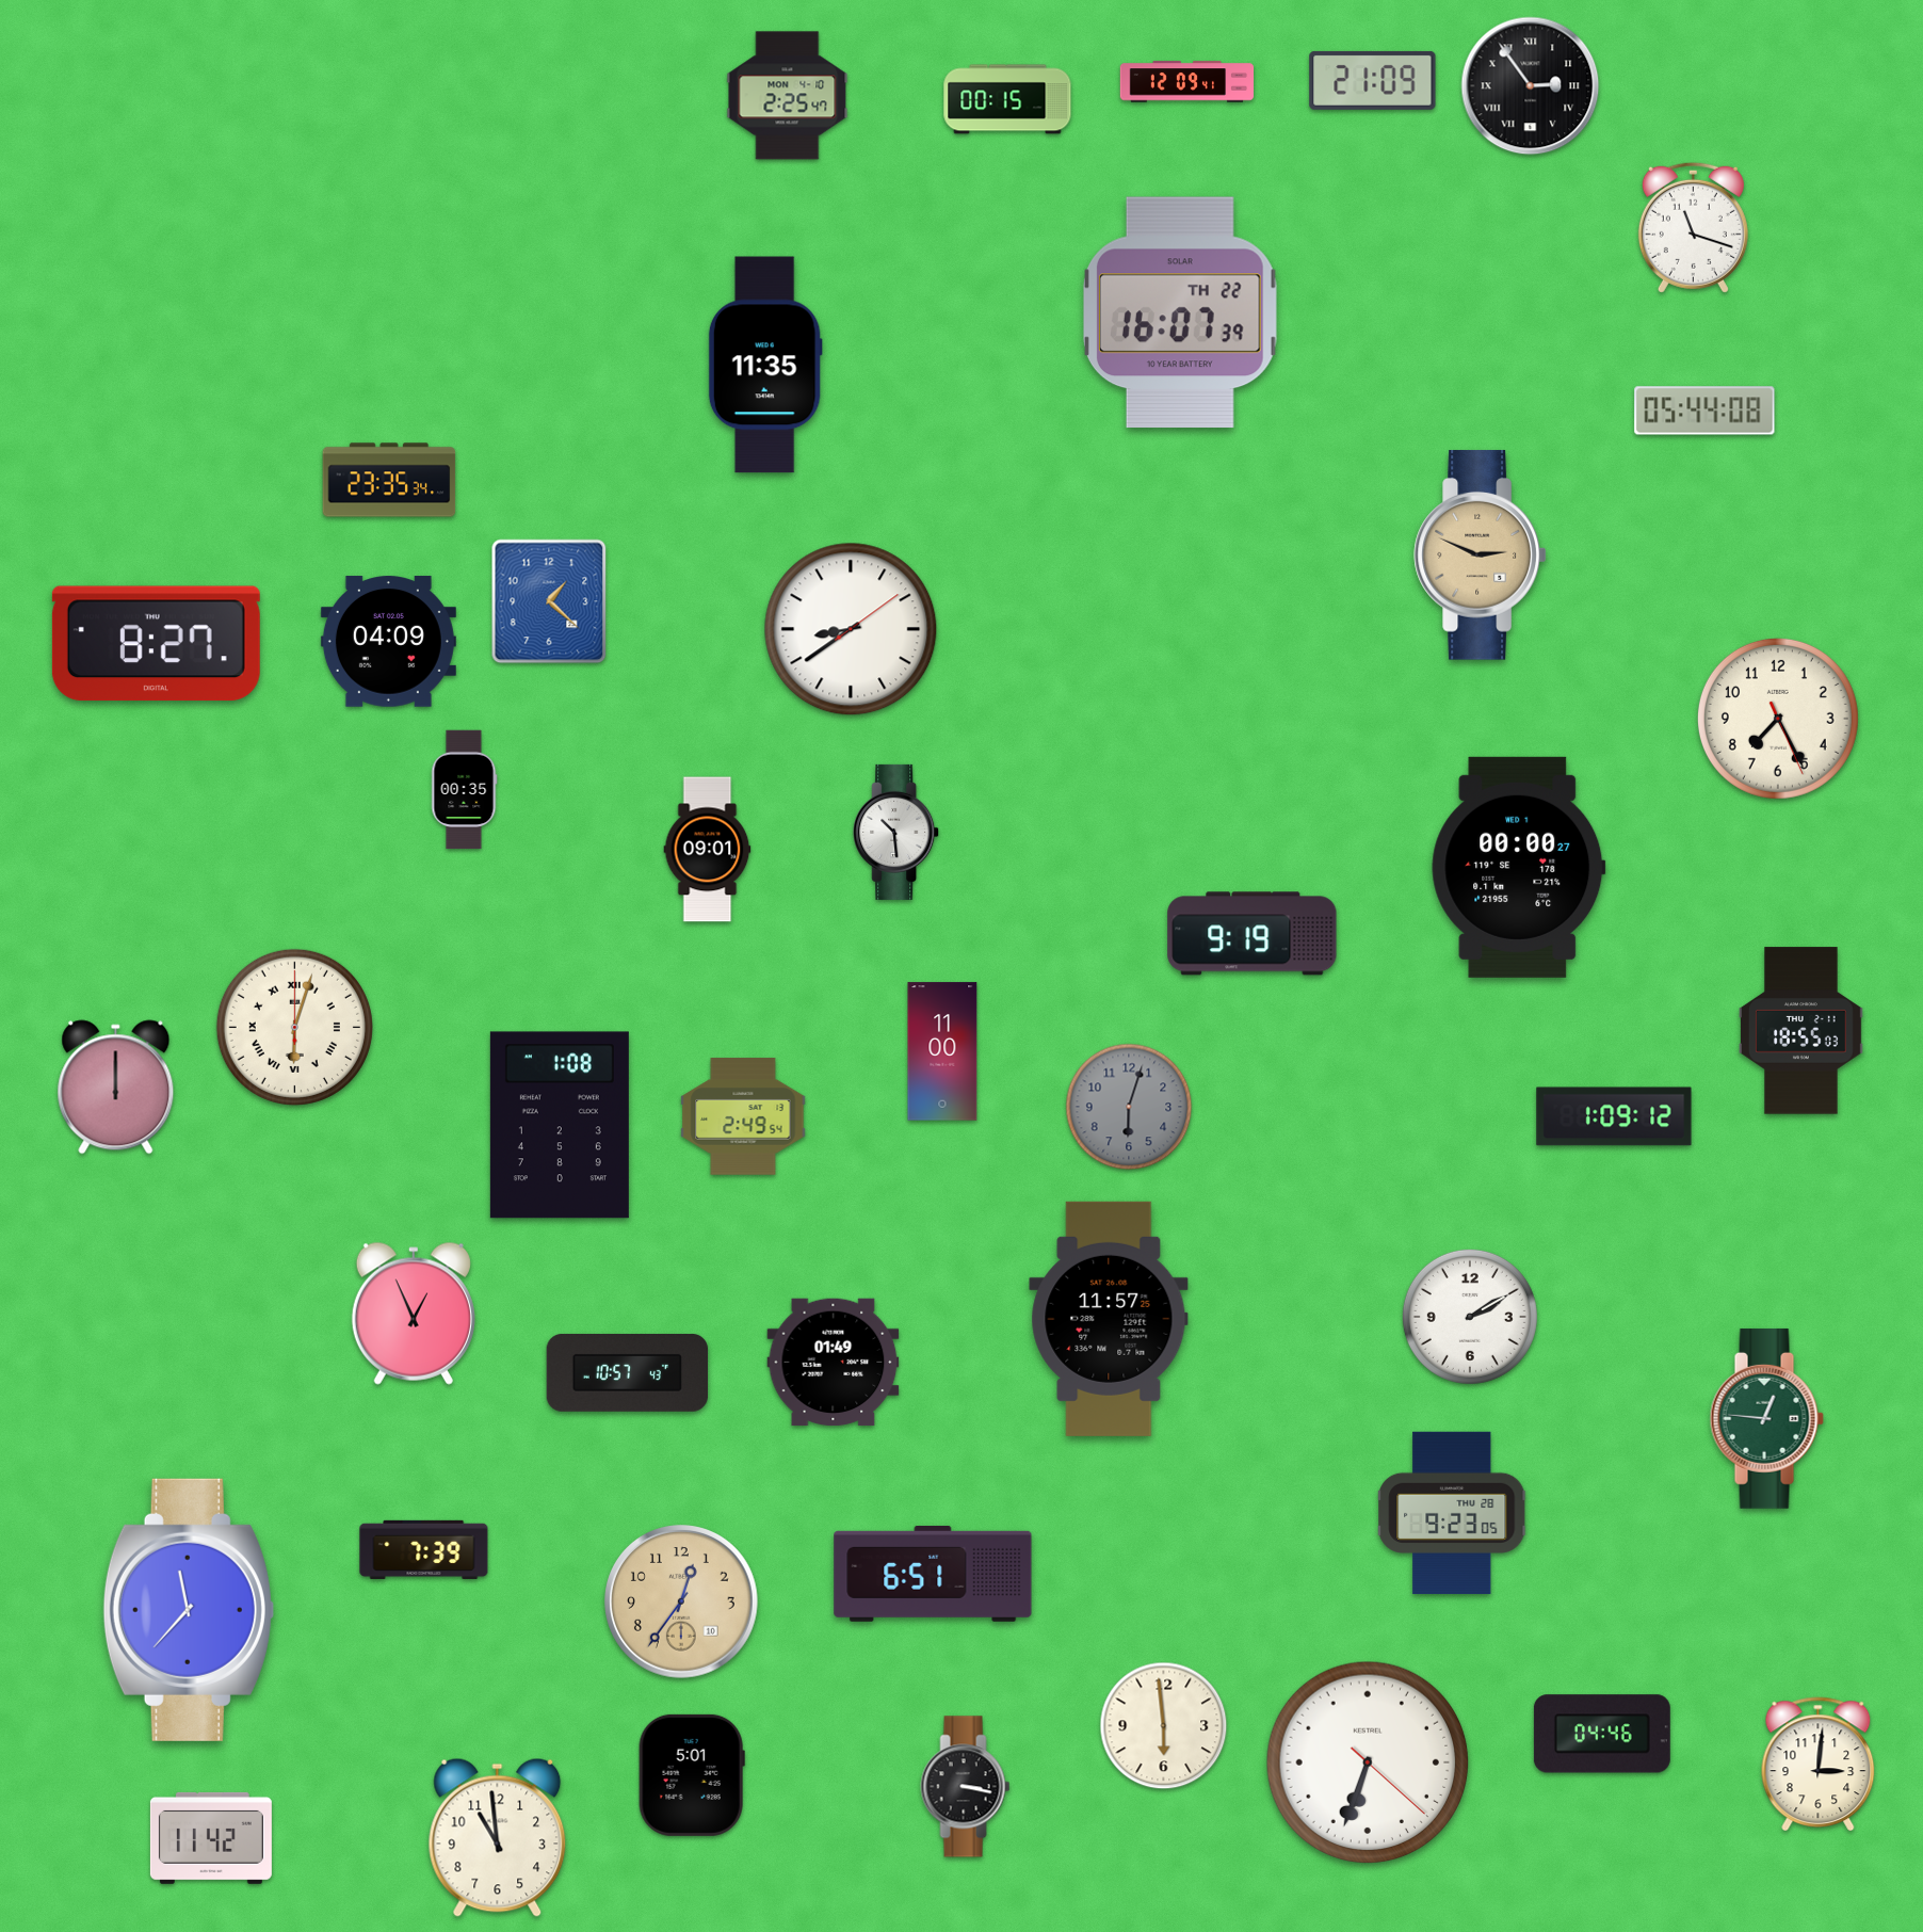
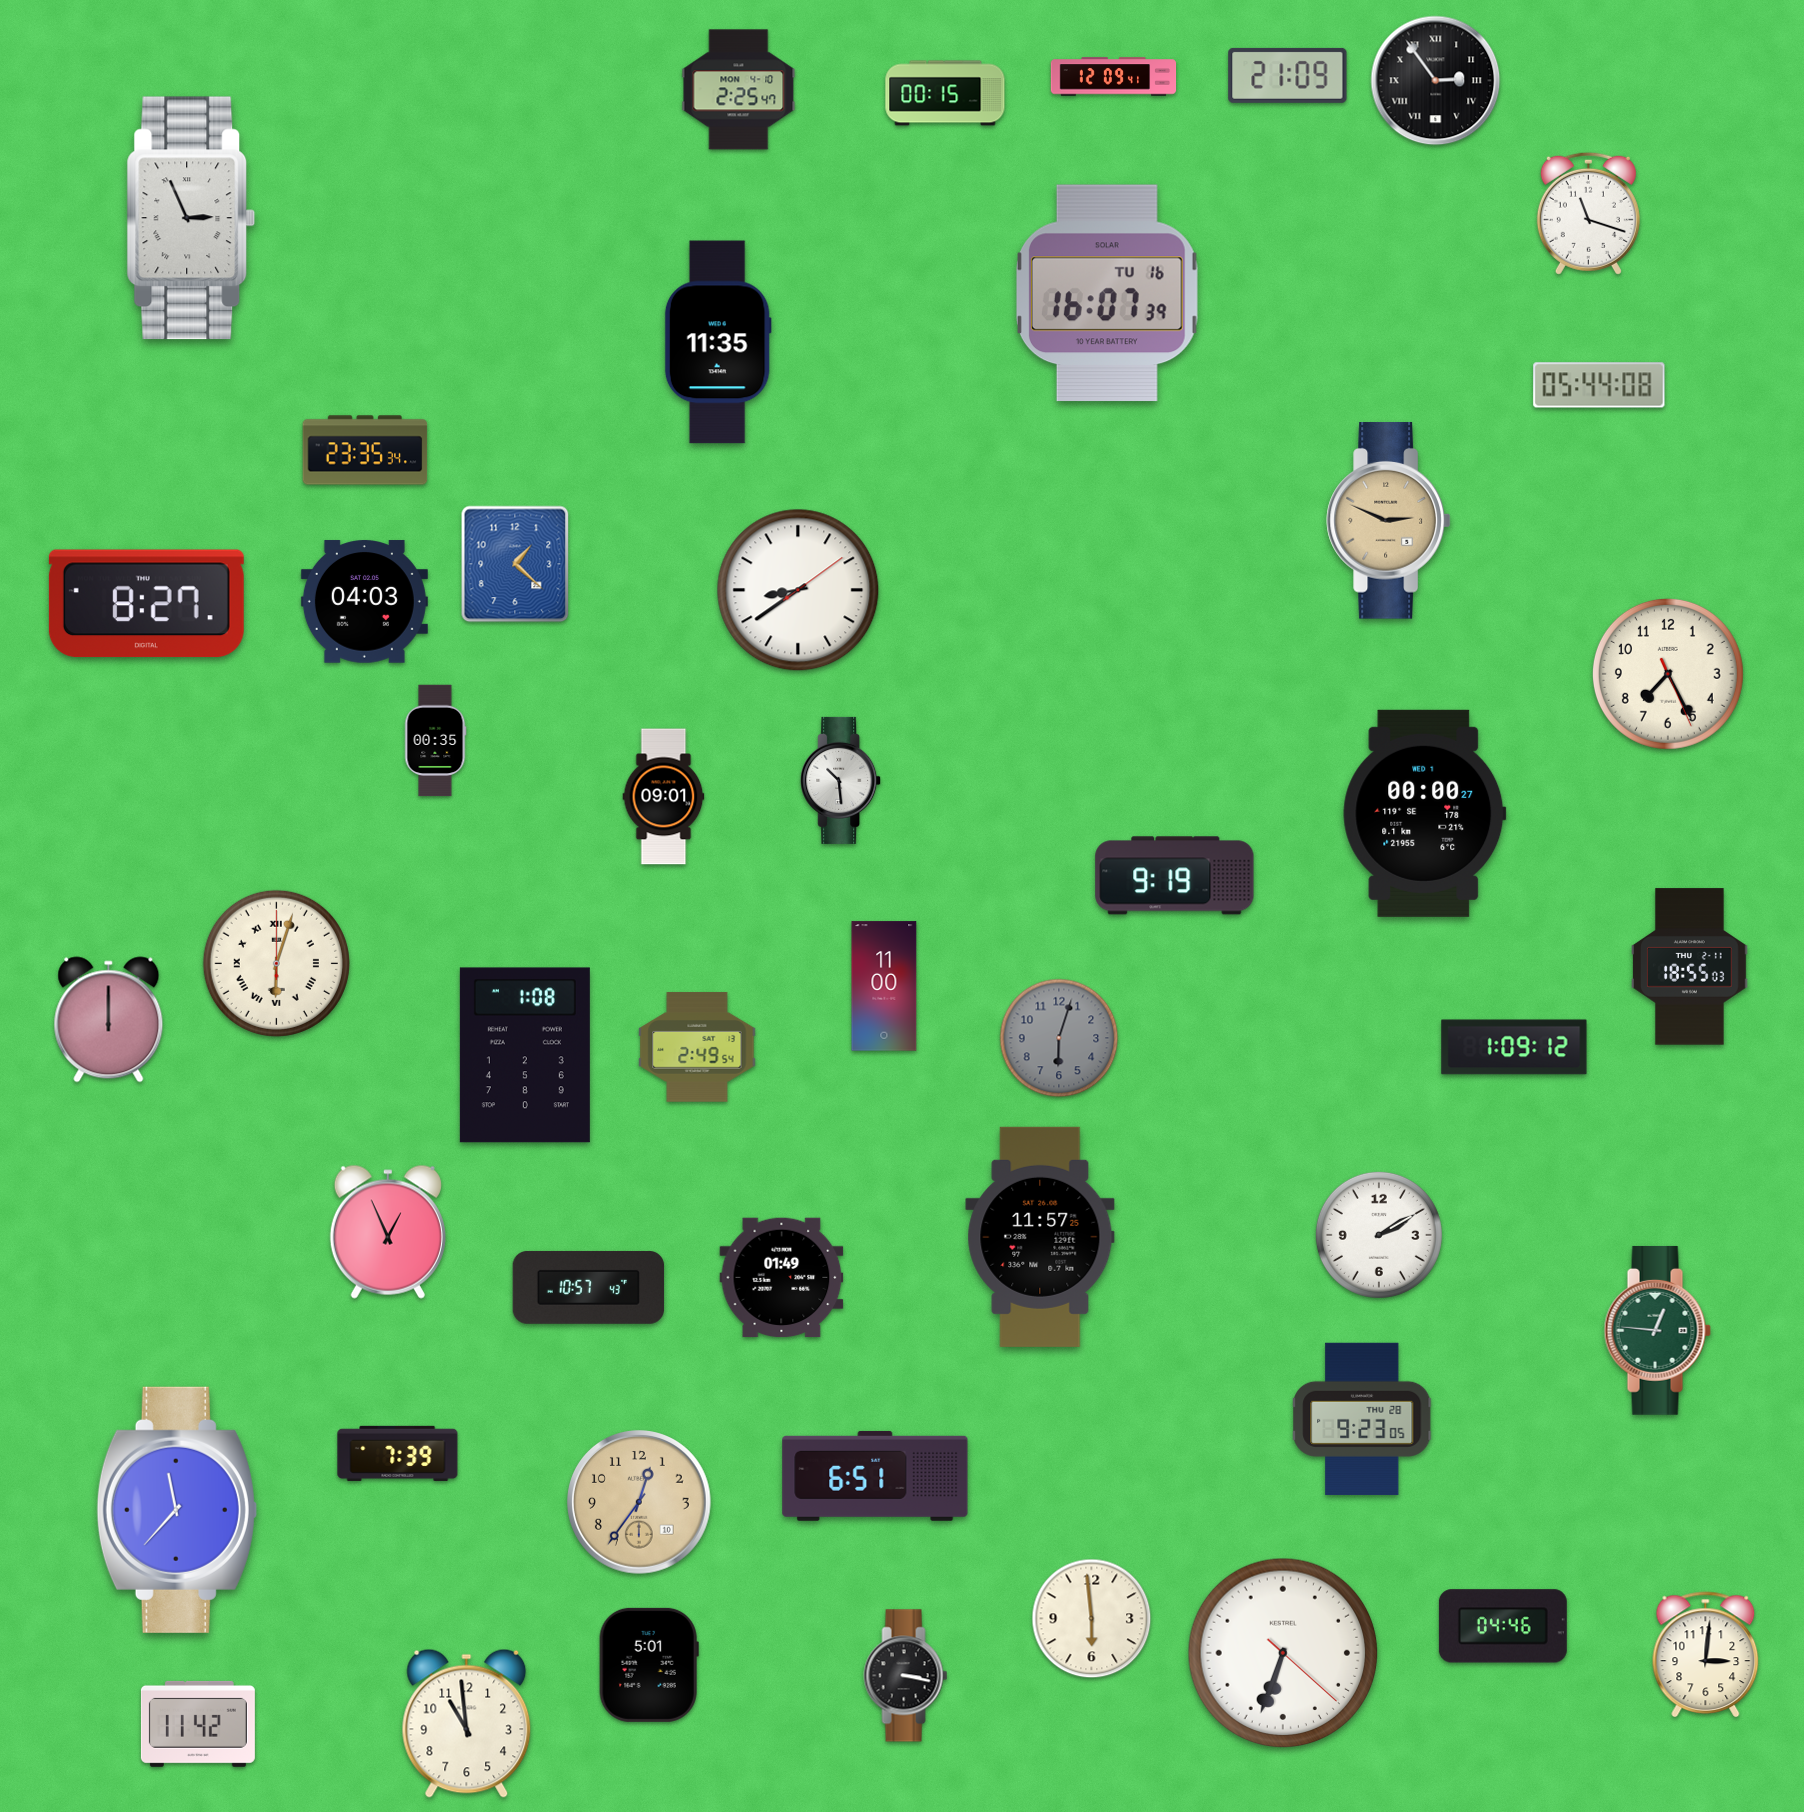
clock at (191, 218): none -> 2:56
clock at (1180, 312) date: TH 22 -> TU 16
clock at (388, 642): 04:09 -> 04:03
